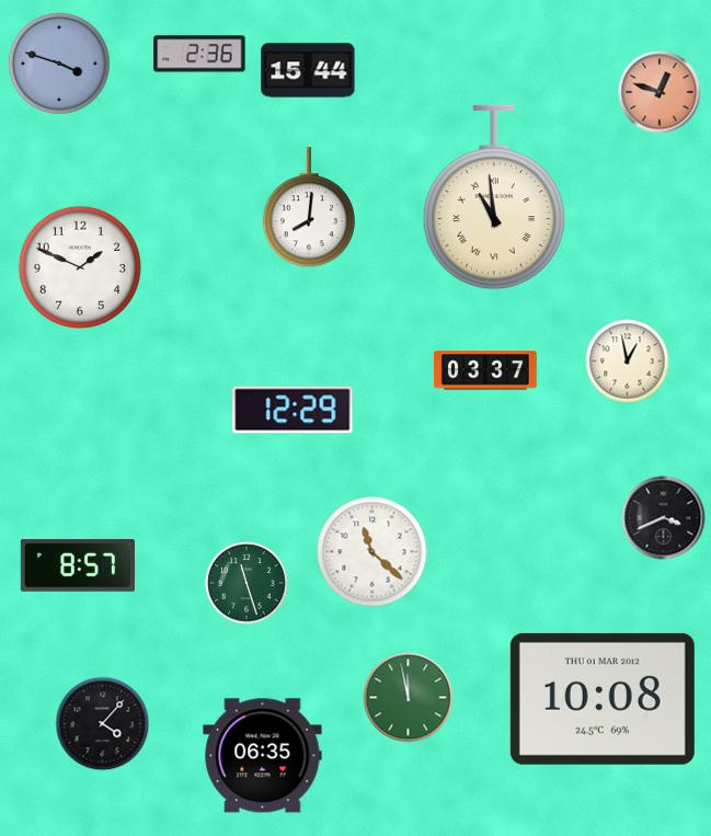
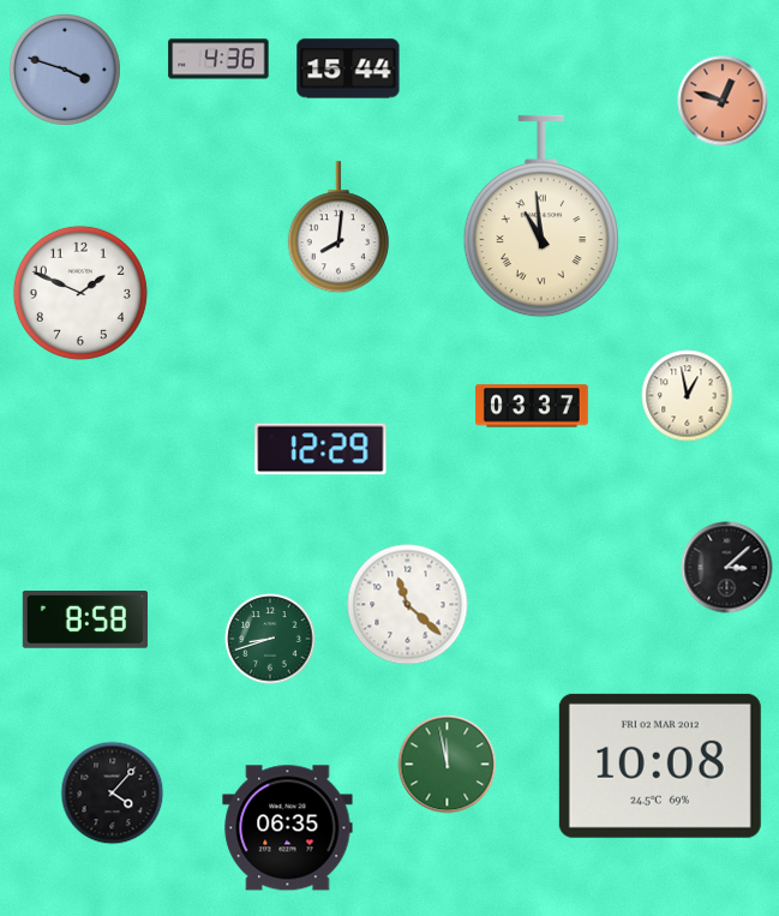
clock at (199, 54): 2:36 -> 4:36
clock at (308, 70) position: (308, 70) -> (348, 68)
clock at (80, 267) position: (80, 267) -> (80, 293)
clock at (664, 518): 3:41 -> 3:08
clock at (78, 566): 8:57 -> 8:58
clock at (246, 583): 11:27 -> 8:42
clock at (603, 699) date: THU 01 MAR 2012 -> FRI 02 MAR 2012
